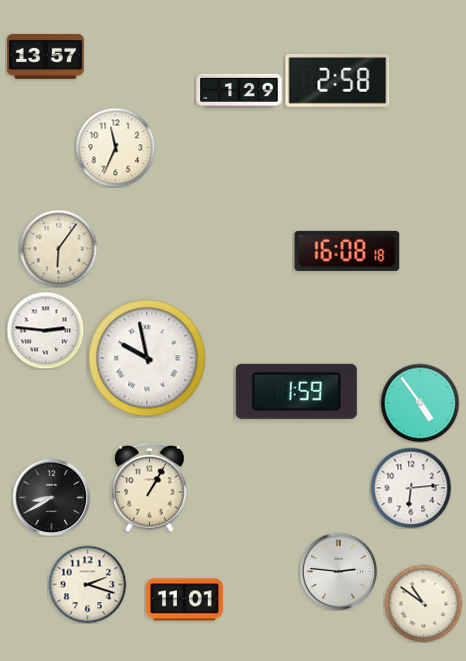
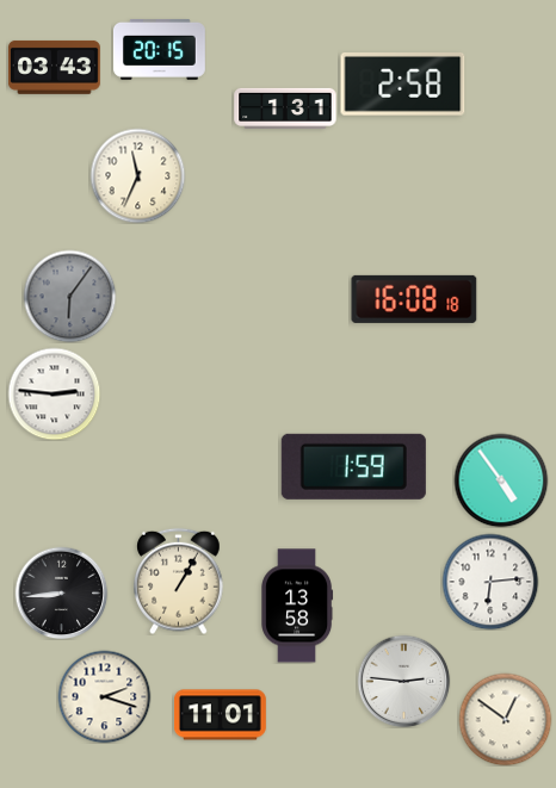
clock at (159, 49): none -> 20:15
clock at (45, 56): 13:57 -> 03:43
clock at (338, 81) position: (338, 81) -> (403, 85)
clock at (239, 90): 1:29 -> 1:31
clock at (58, 248) dial: cream -> grey
clock at (147, 358): 9:58 -> none
clock at (51, 497): 8:40 -> 8:44
clock at (297, 606): none -> 13:58
clock at (423, 603): 10:51 -> 12:51
